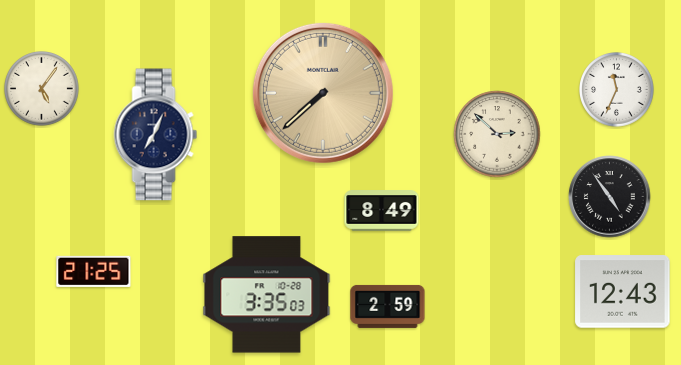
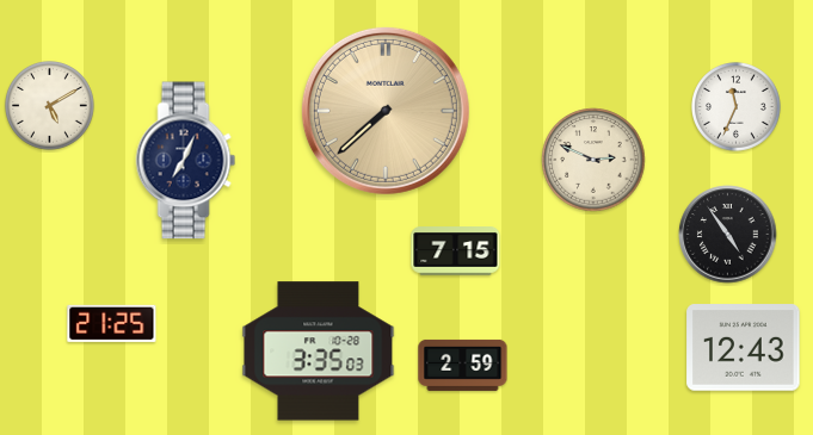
clock at (42, 89): 5:06 -> 5:10
clock at (497, 134): 2:52 -> 2:49
clock at (382, 211): 8:49 -> 7:15
